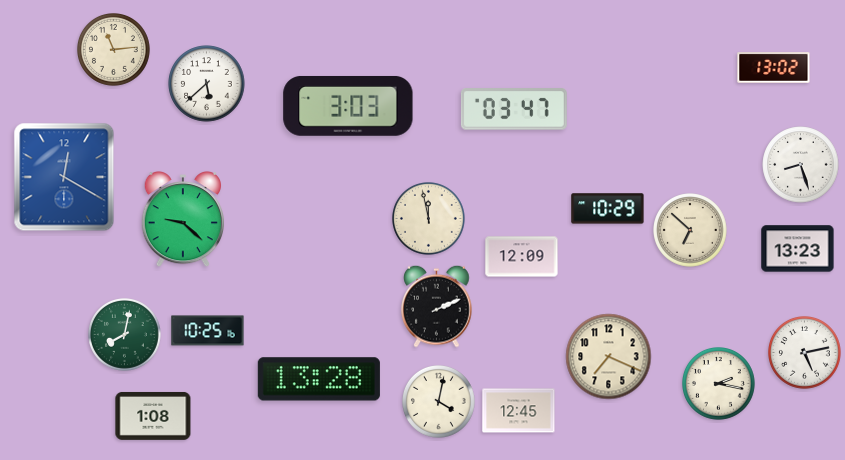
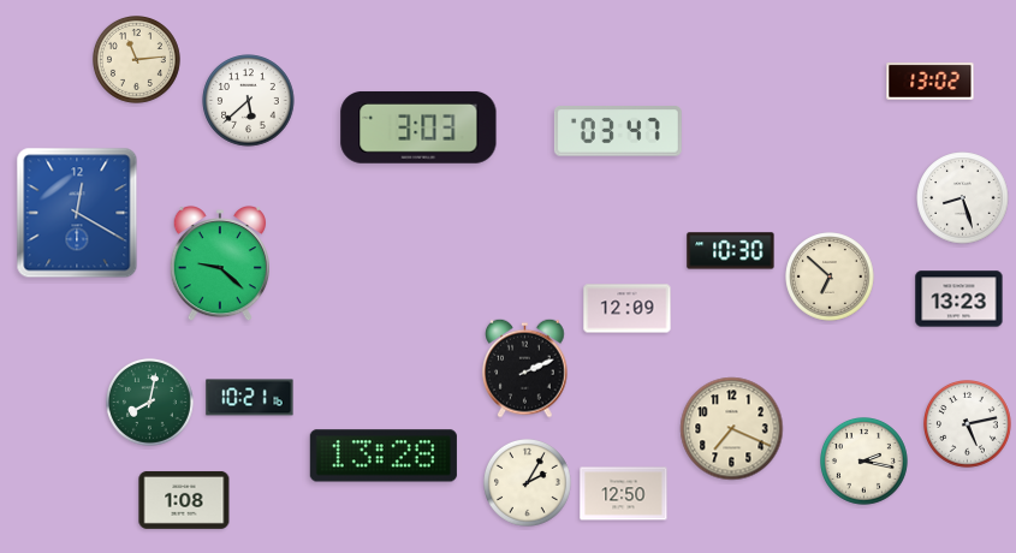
clock at (608, 209): 10:29 -> 10:30
clock at (429, 219): 11:58 -> none
clock at (208, 331): 10:25 -> 10:21
clock at (439, 402): 4:02 -> 2:05
clock at (519, 411): 12:45 -> 12:50
